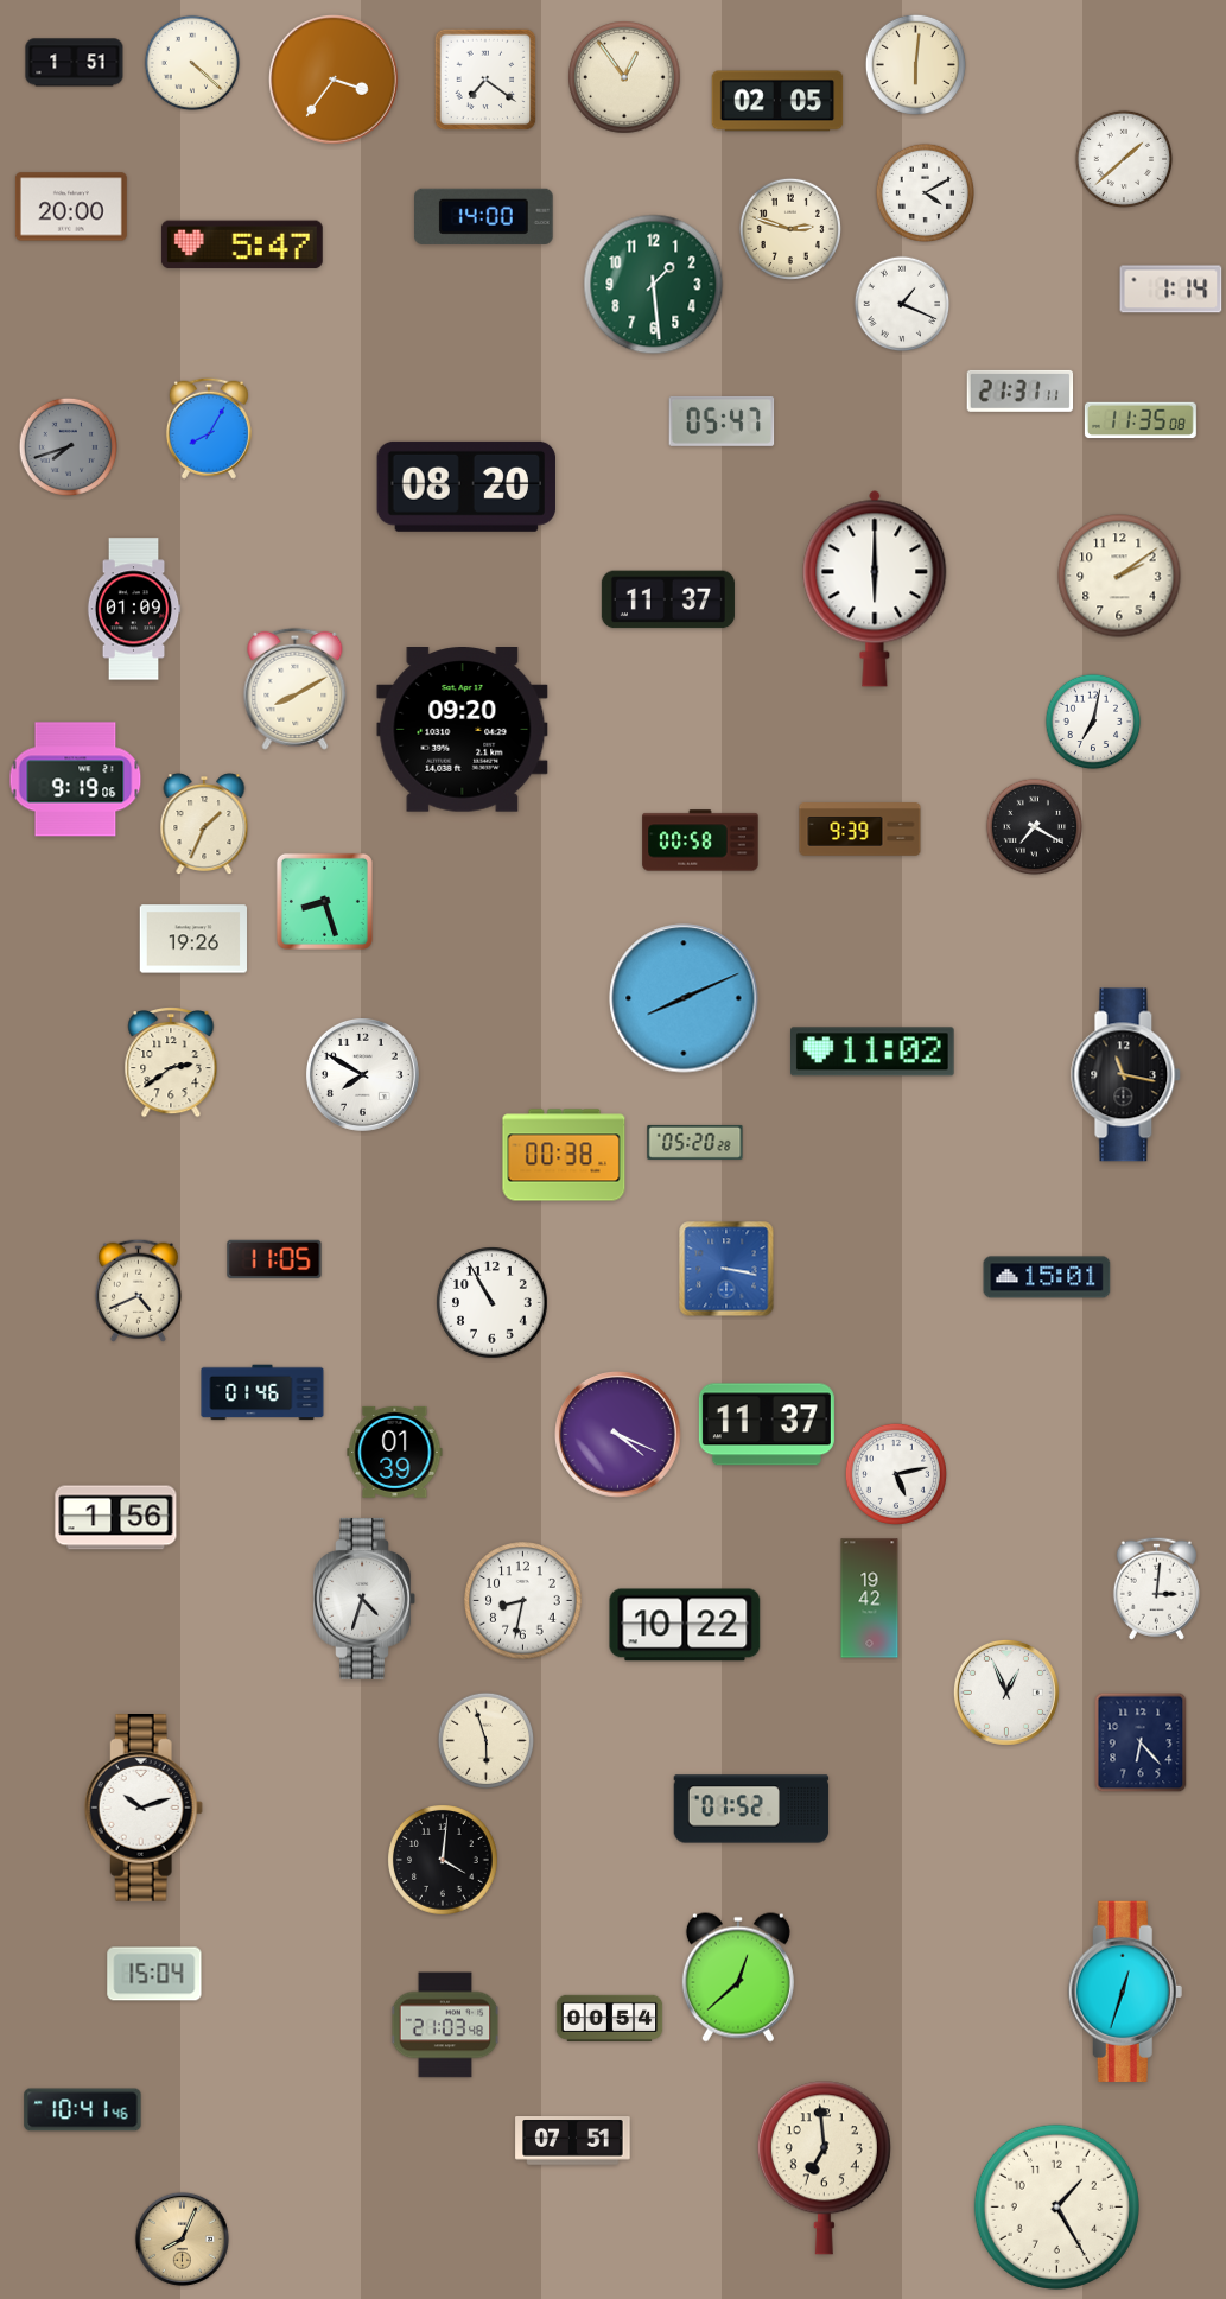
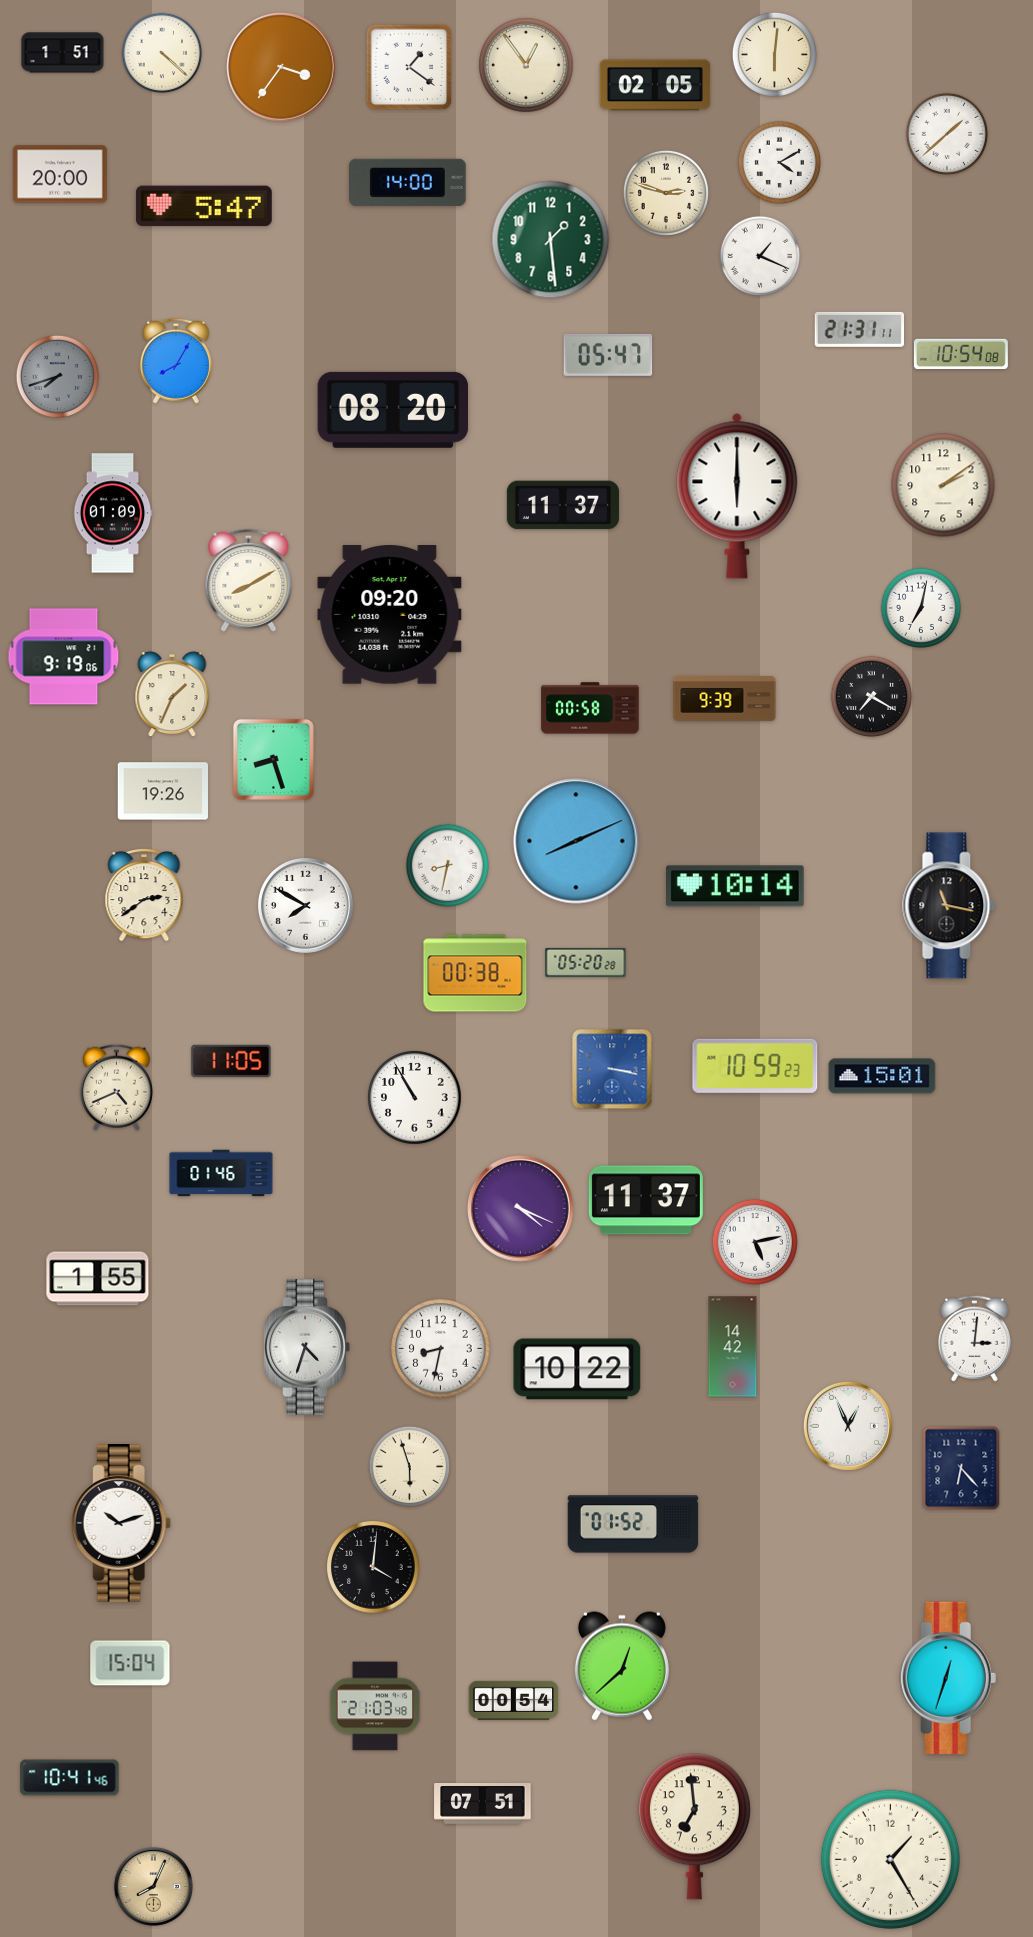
clock at (915, 64) position: (915, 64) -> (774, 54)
clock at (485, 80): 7:21 -> 1:21
clock at (1171, 290): 1:14 -> none
clock at (1141, 420): 11:35 -> 10:54
clock at (447, 865): none -> 8:32
clock at (874, 1052): 11:02 -> 10:14
clock at (755, 1066): none -> 10:59
clock at (395, 1452): 01:39 -> none
clock at (116, 1518): 1:56 -> 1:55
clock at (870, 1599): 19:42 -> 14:42
